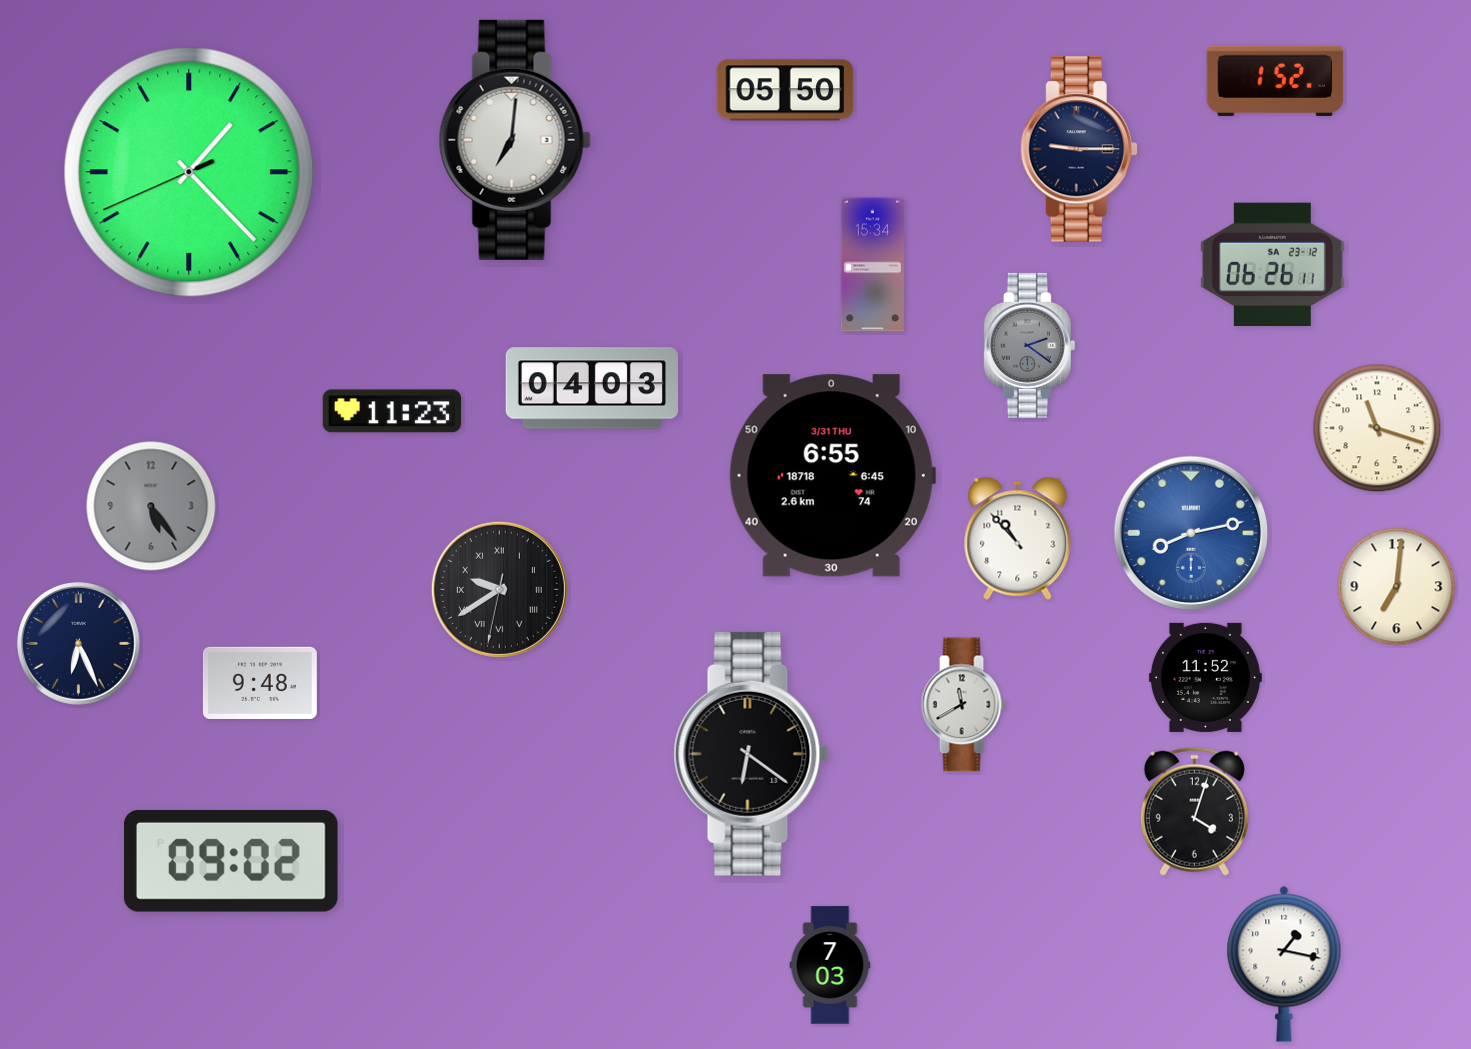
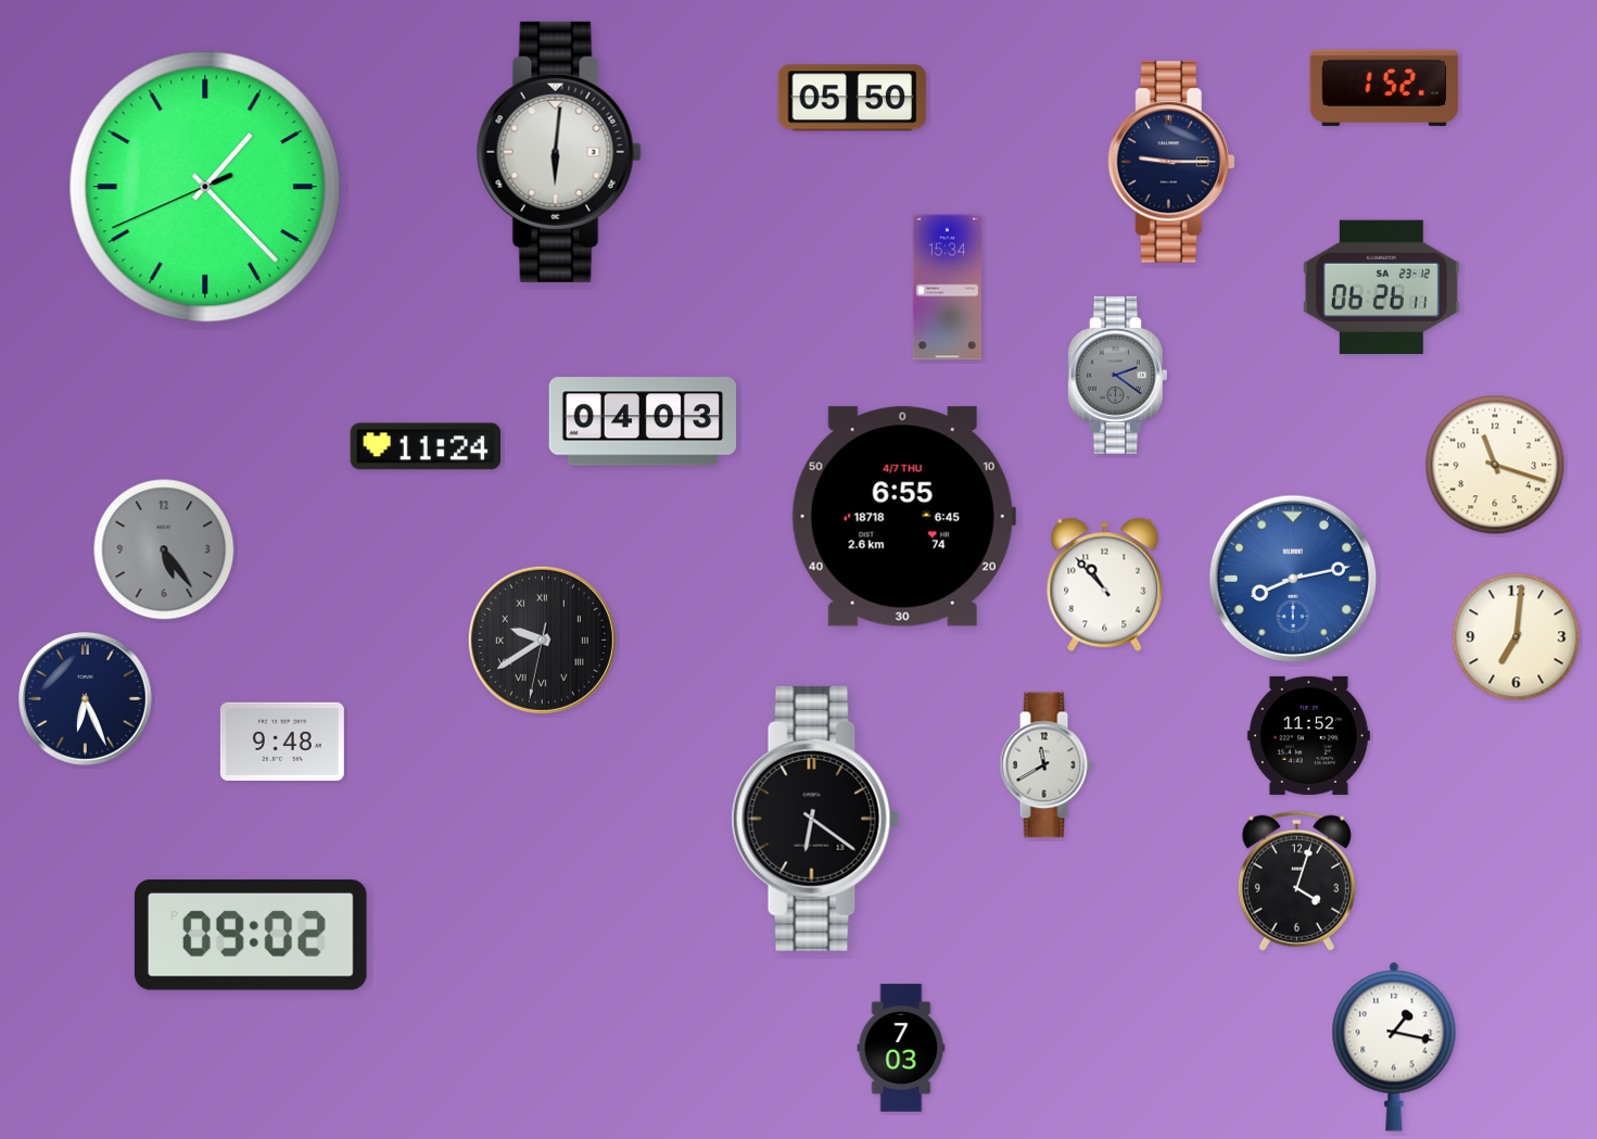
clock at (515, 140): 7:01 -> 6:01
clock at (392, 411): 11:23 -> 11:24
clock at (832, 476) date: 3/31 THU -> 4/7 THU
